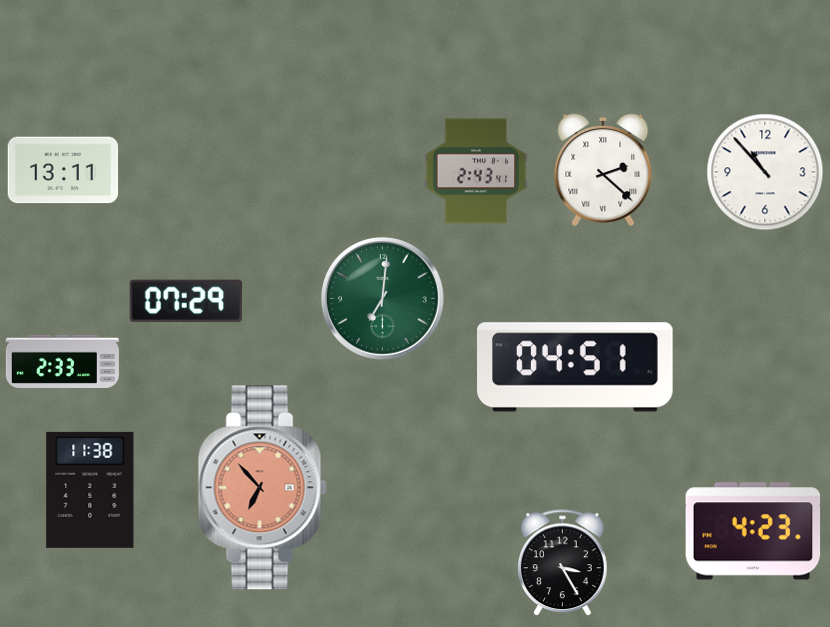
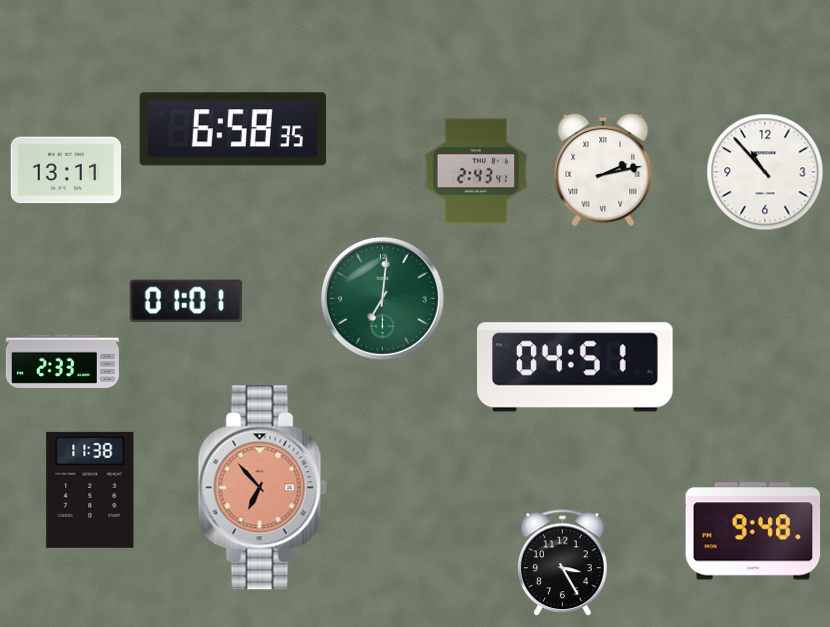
clock at (232, 129): none -> 6:58
clock at (63, 170) position: (63, 170) -> (66, 170)
clock at (603, 170): 2:22 -> 2:13
clock at (186, 301): 07:29 -> 01:01
clock at (753, 531): 4:23 -> 9:48
